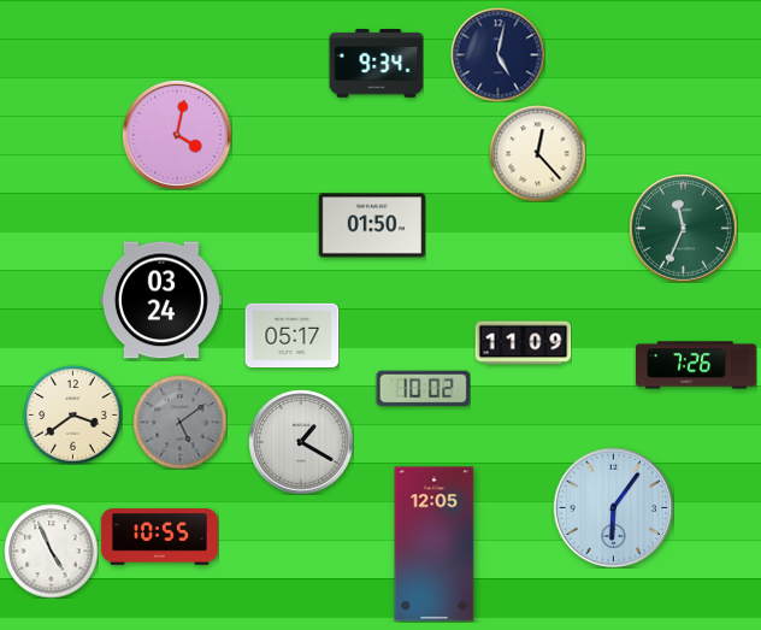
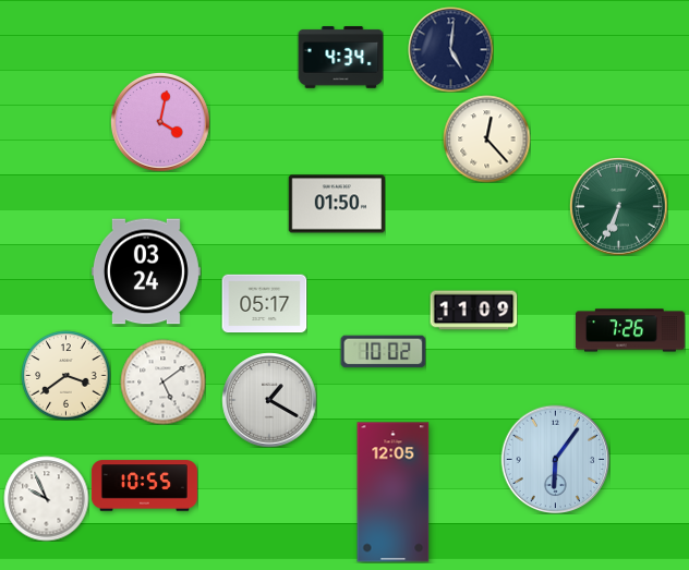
clock at (497, 54): 5:02 -> 5:01
clock at (376, 64): 9:34 -> 4:34
clock at (684, 229): 11:34 -> 6:34
clock at (179, 422) dial: grey -> white
clock at (301, 442) position: (301, 442) -> (269, 400)
clock at (51, 550): 4:56 -> 9:56
